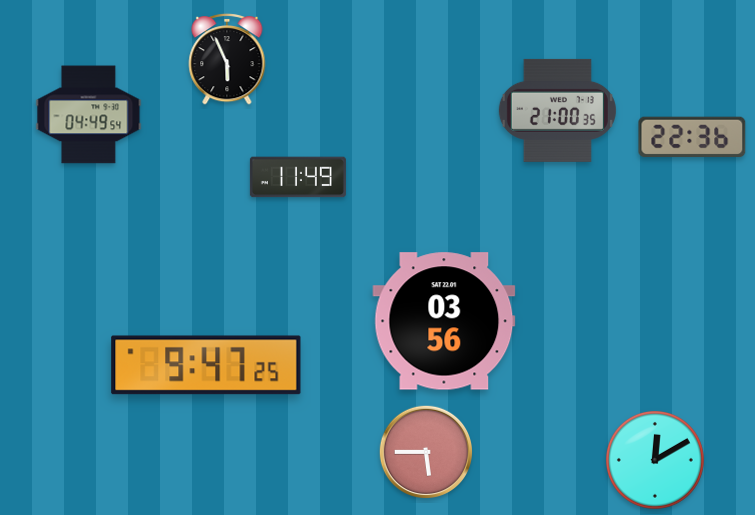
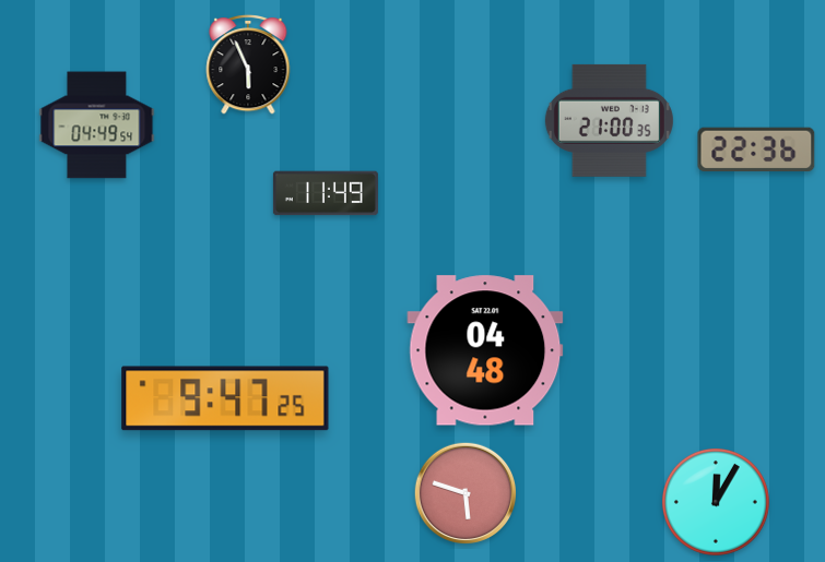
clock at (444, 321): 03:56 -> 04:48
clock at (426, 452): 5:45 -> 5:48
clock at (655, 460): 12:10 -> 12:05
